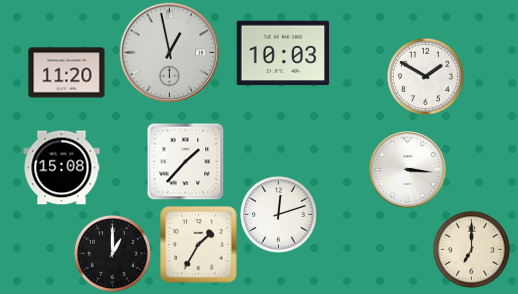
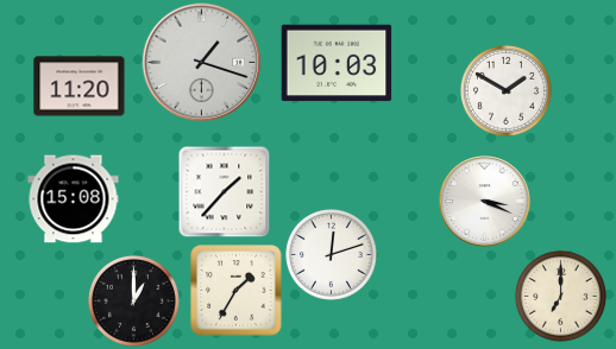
clock at (170, 53): 12:58 -> 1:18
clock at (185, 161) position: (185, 161) -> (224, 191)
clock at (408, 170): 3:16 -> 3:19
